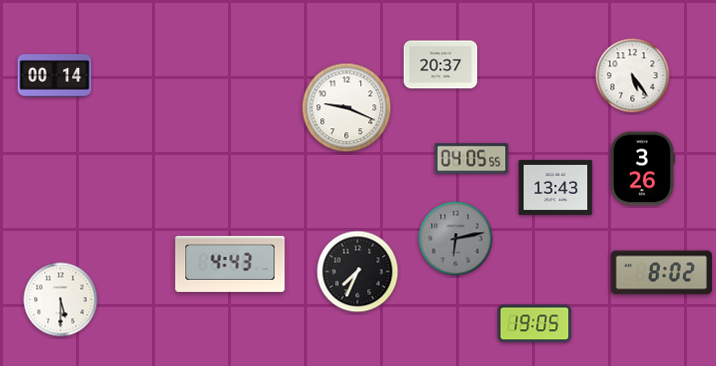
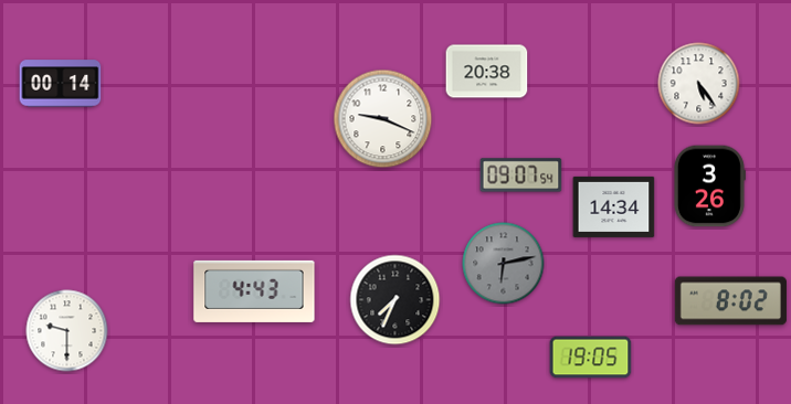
clock at (441, 65): 20:37 -> 20:38
clock at (472, 159): 04:05 -> 09:07
clock at (556, 187): 13:43 -> 14:34
clock at (61, 300): 5:30 -> 9:30
